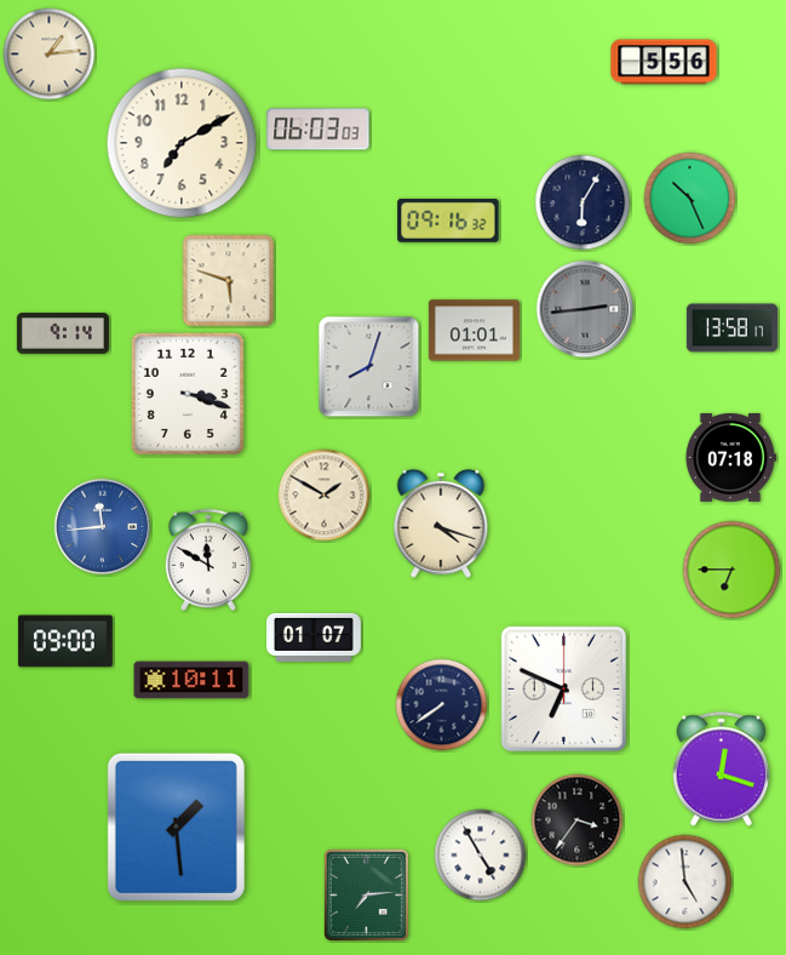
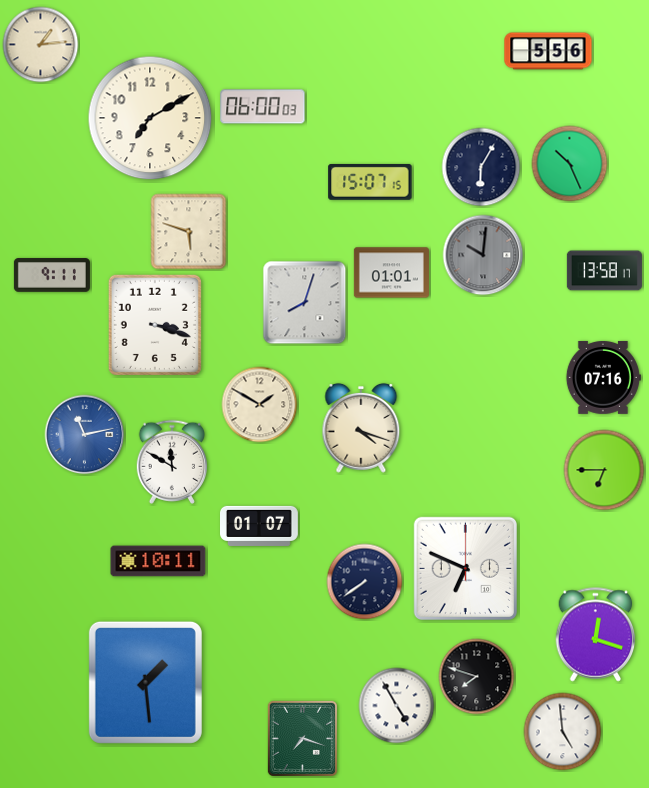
clock at (319, 130): 06:03 -> 06:00
clock at (448, 221): 09:16 -> 15:07
clock at (585, 309): 2:44 -> 10:01
clock at (63, 333): 9:14 -> 9:11
clock at (730, 457): 07:18 -> 07:16
clock at (325, 496) position: (325, 496) -> (260, 405)
clock at (441, 524) position: (441, 524) -> (361, 428)
clock at (103, 527): 11:44 -> 11:13
clock at (65, 641): 09:00 -> none
clock at (578, 820): 3:36 -> 7:48
clock at (685, 882) position: (685, 882) -> (563, 732)
clock at (366, 894): 7:14 -> 7:18
